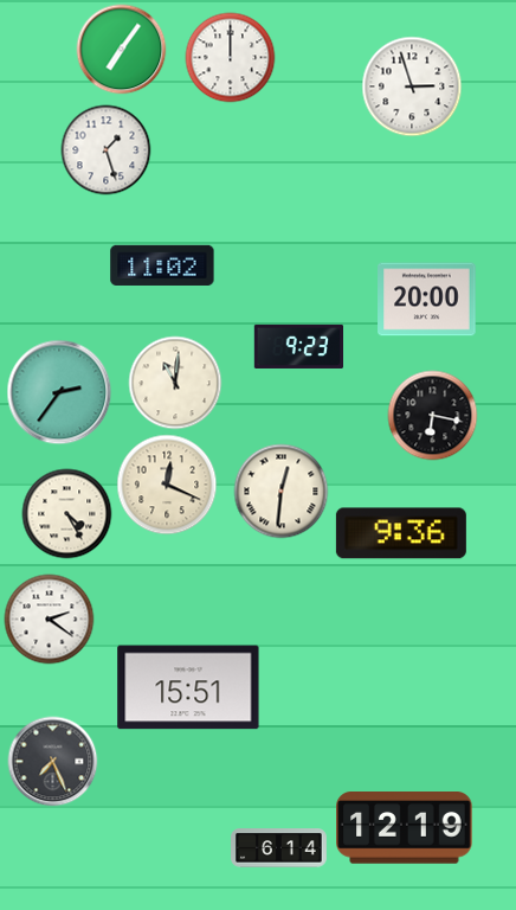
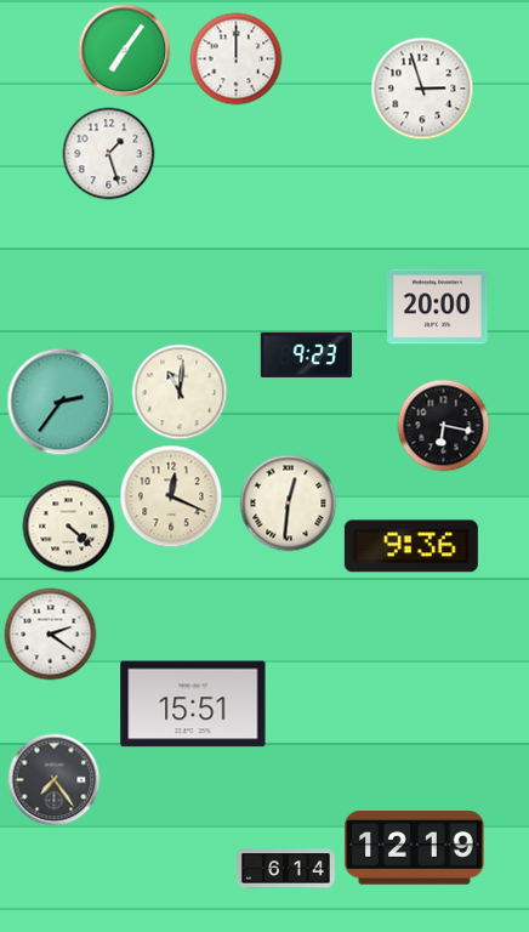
clock at (162, 265): 11:02 -> none
clock at (67, 514): 4:25 -> 4:22
clock at (53, 762): 7:26 -> 7:24
